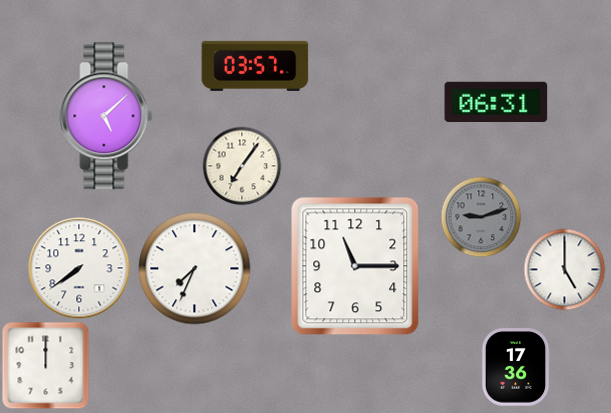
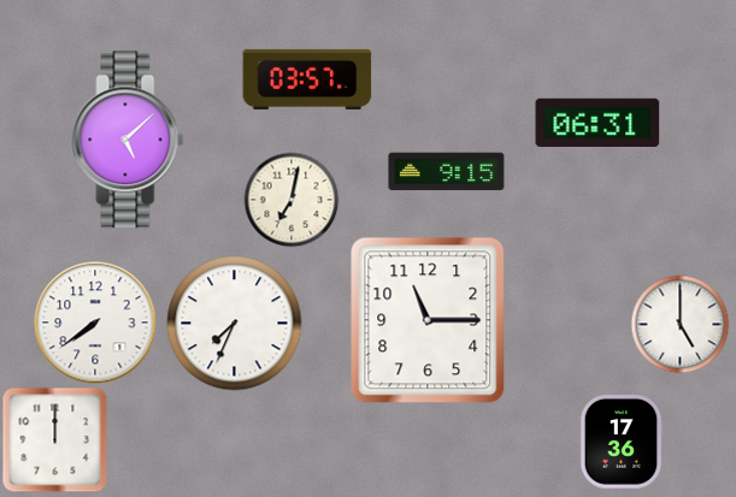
clock at (447, 172): none -> 9:15
clock at (242, 166): 7:06 -> 7:02
clock at (481, 217): 9:12 -> none
